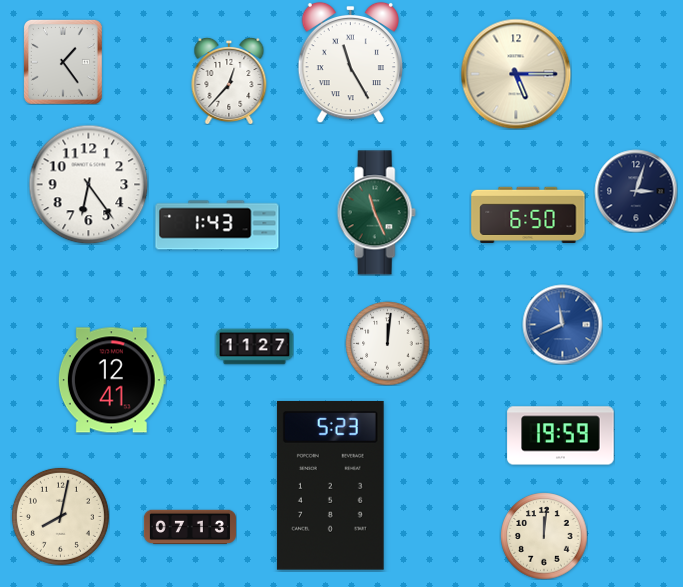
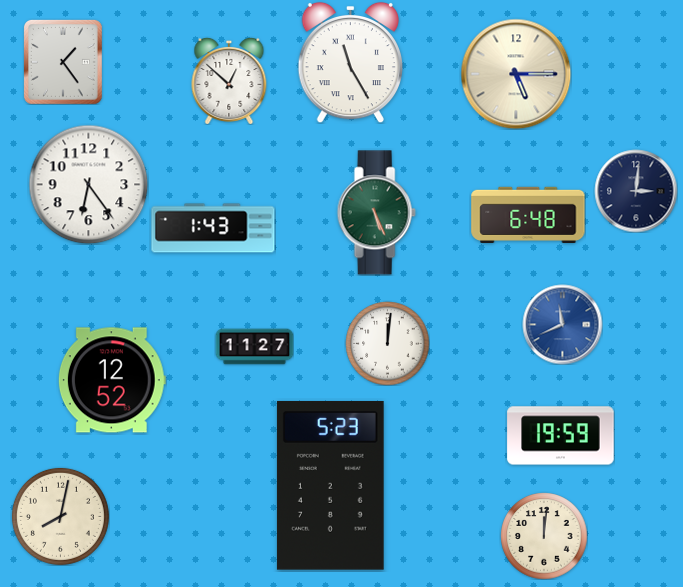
clock at (229, 81): 12:37 -> 12:52
clock at (636, 191): 3:03 -> 3:01
clock at (376, 213): 11:26 -> 5:26
clock at (528, 214): 6:50 -> 6:48
clock at (217, 225) position: (217, 225) -> (213, 228)
clock at (112, 380): 12:41 -> 12:52
clock at (190, 527): 07:13 -> none
